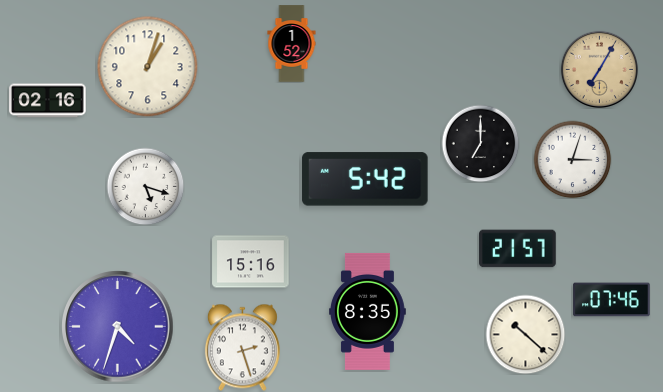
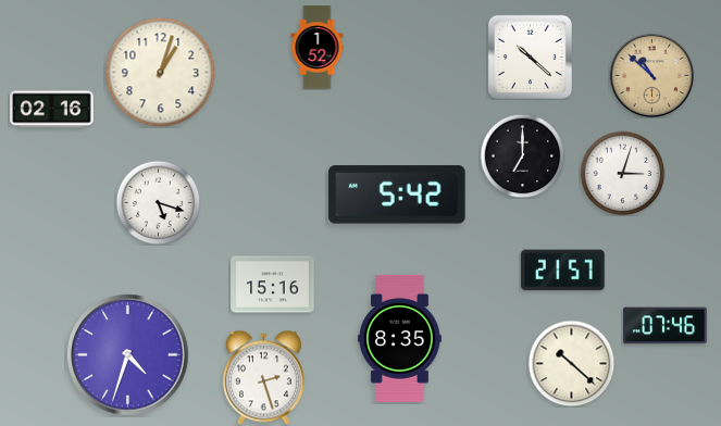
clock at (530, 57): none -> 10:22
clock at (599, 69): 7:05 -> 10:52
